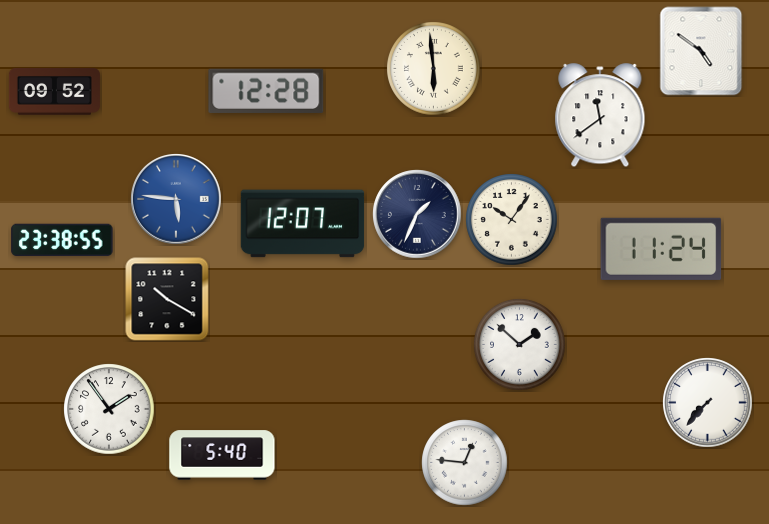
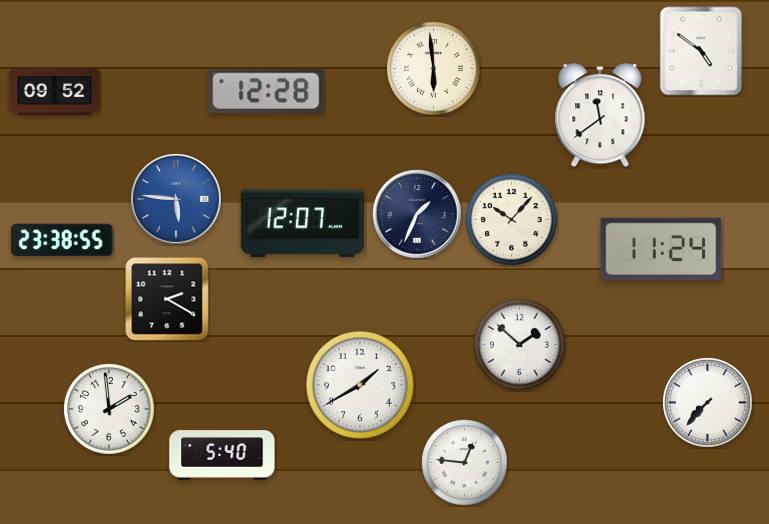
clock at (512, 220): 10:06 -> 10:07
clock at (167, 299): 10:20 -> 2:20
clock at (360, 385): none -> 1:40
clock at (109, 409): 1:54 -> 1:59
